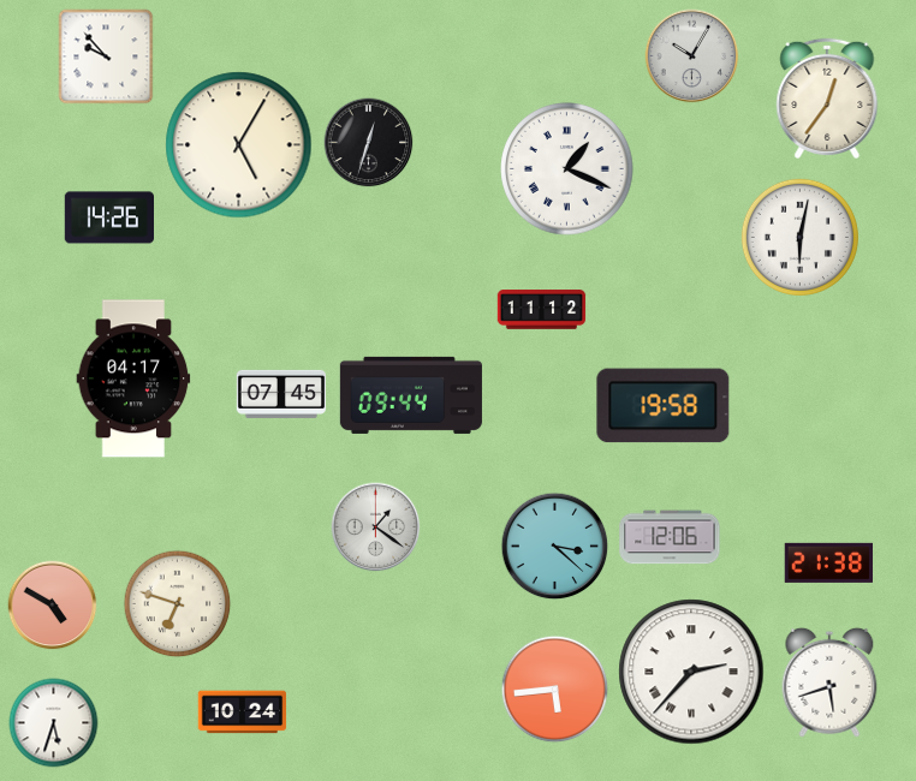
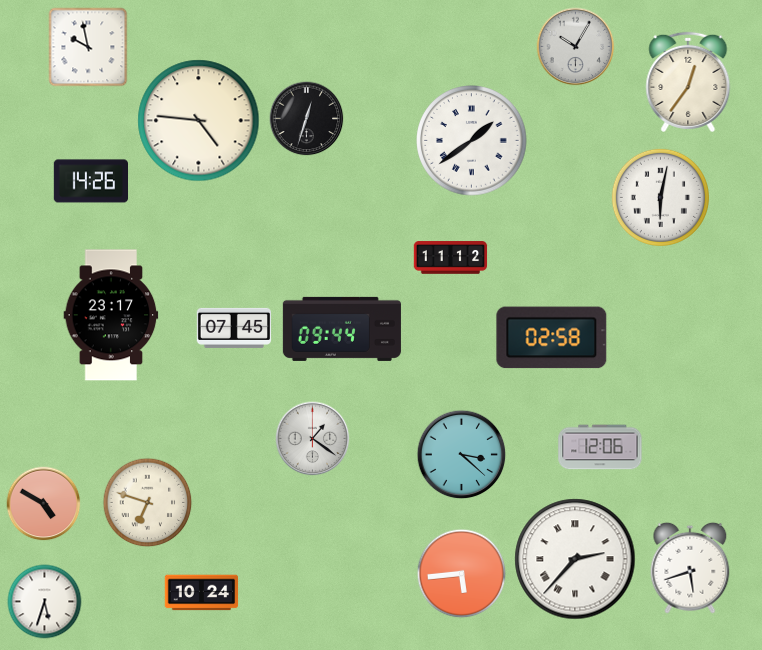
clock at (106, 56): 9:53 -> 9:58
clock at (239, 145): 5:05 -> 4:46
clock at (567, 169): 1:19 -> 1:39
clock at (799, 237) position: (799, 237) -> (660, 197)
clock at (133, 378): 04:17 -> 23:17
clock at (664, 406): 19:58 -> 02:58
clock at (670, 537) position: (670, 537) -> (600, 447)
clock at (828, 562): 21:38 -> none
